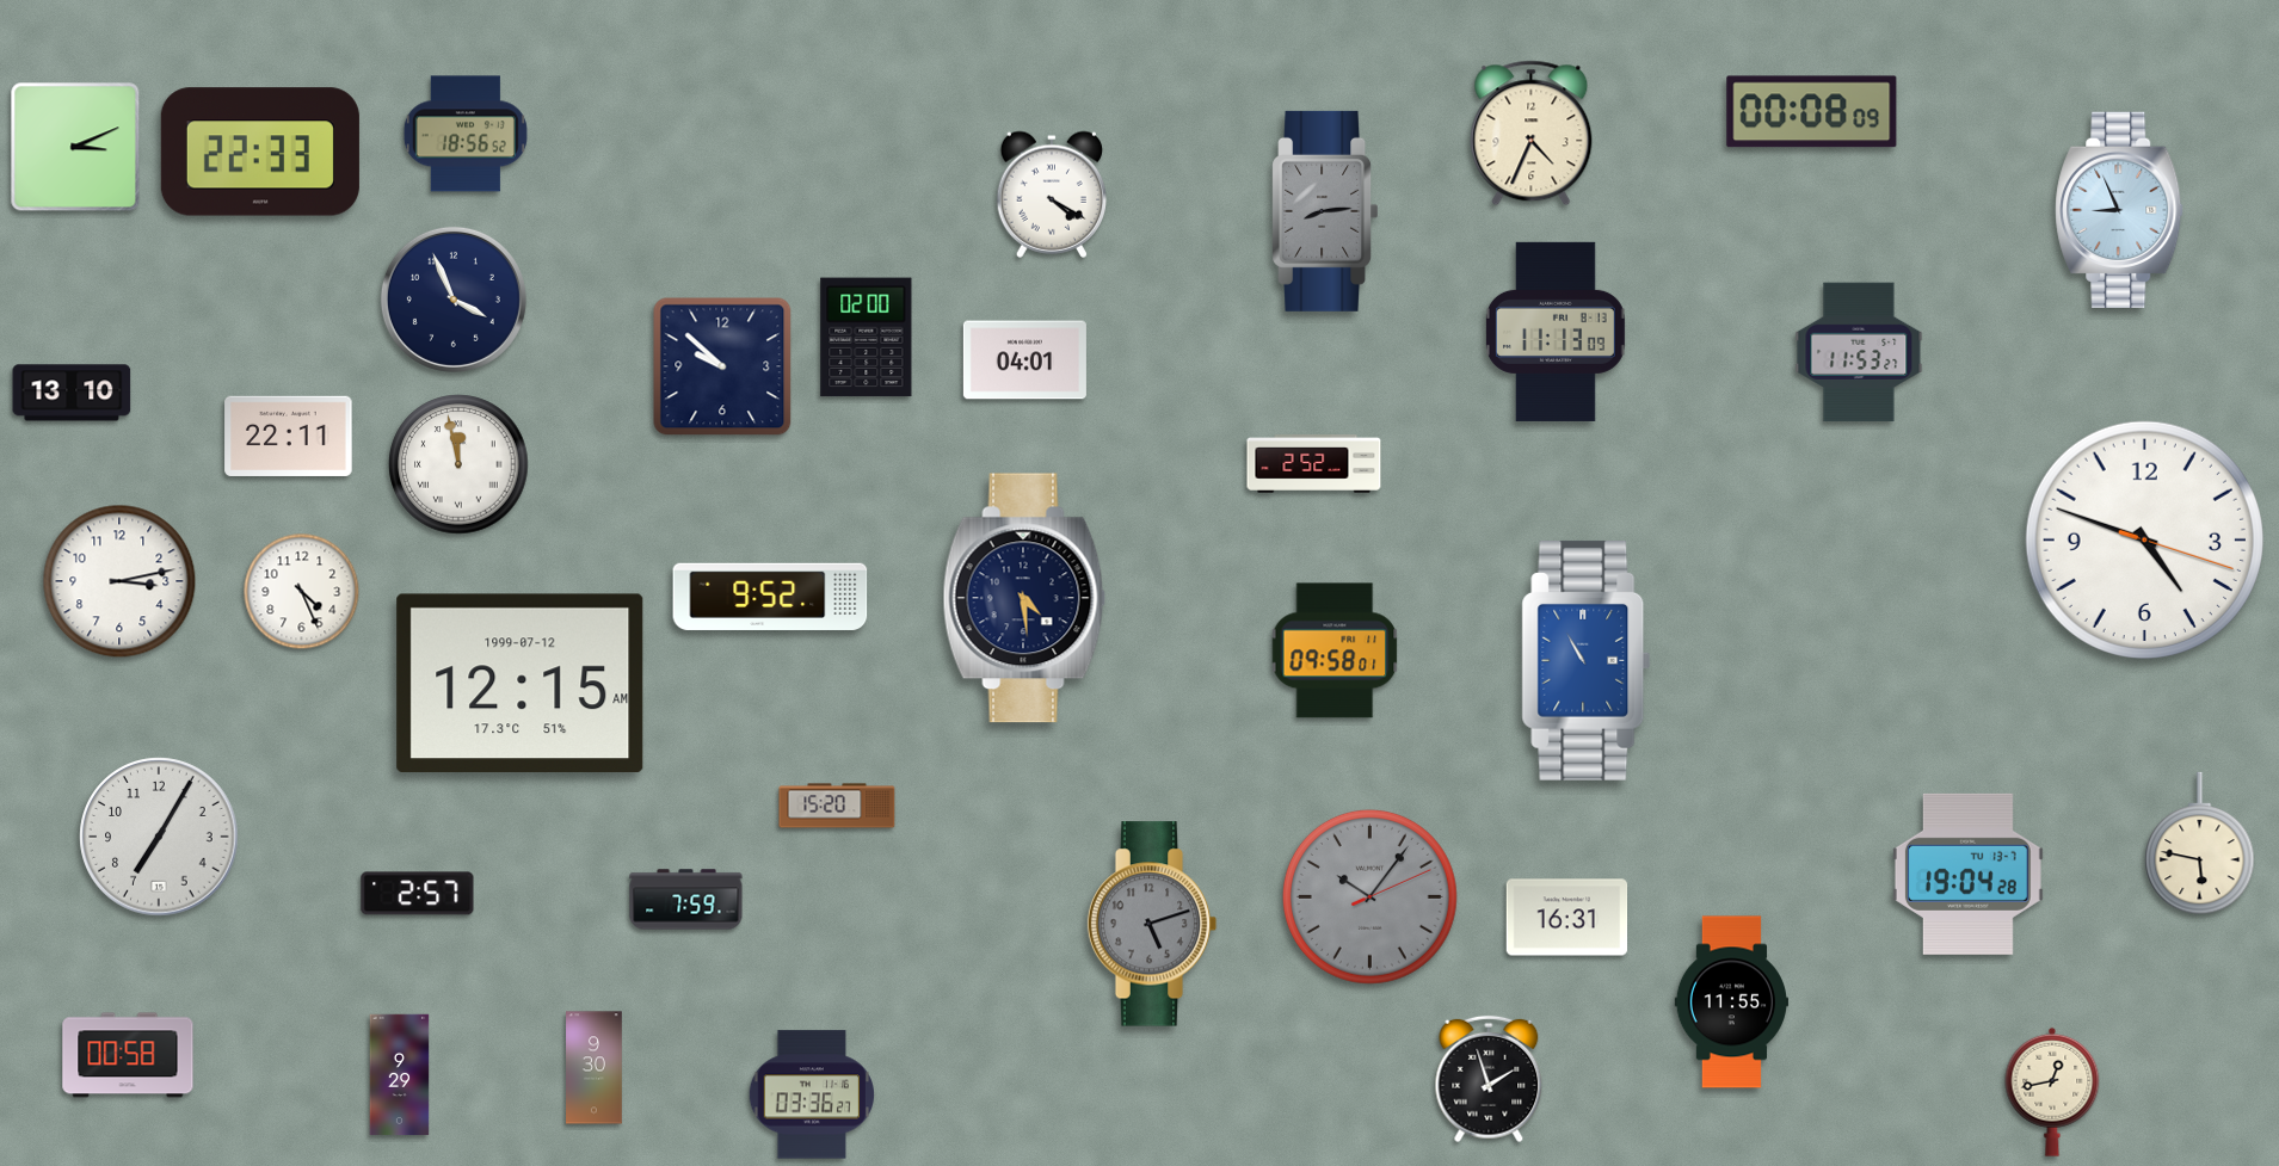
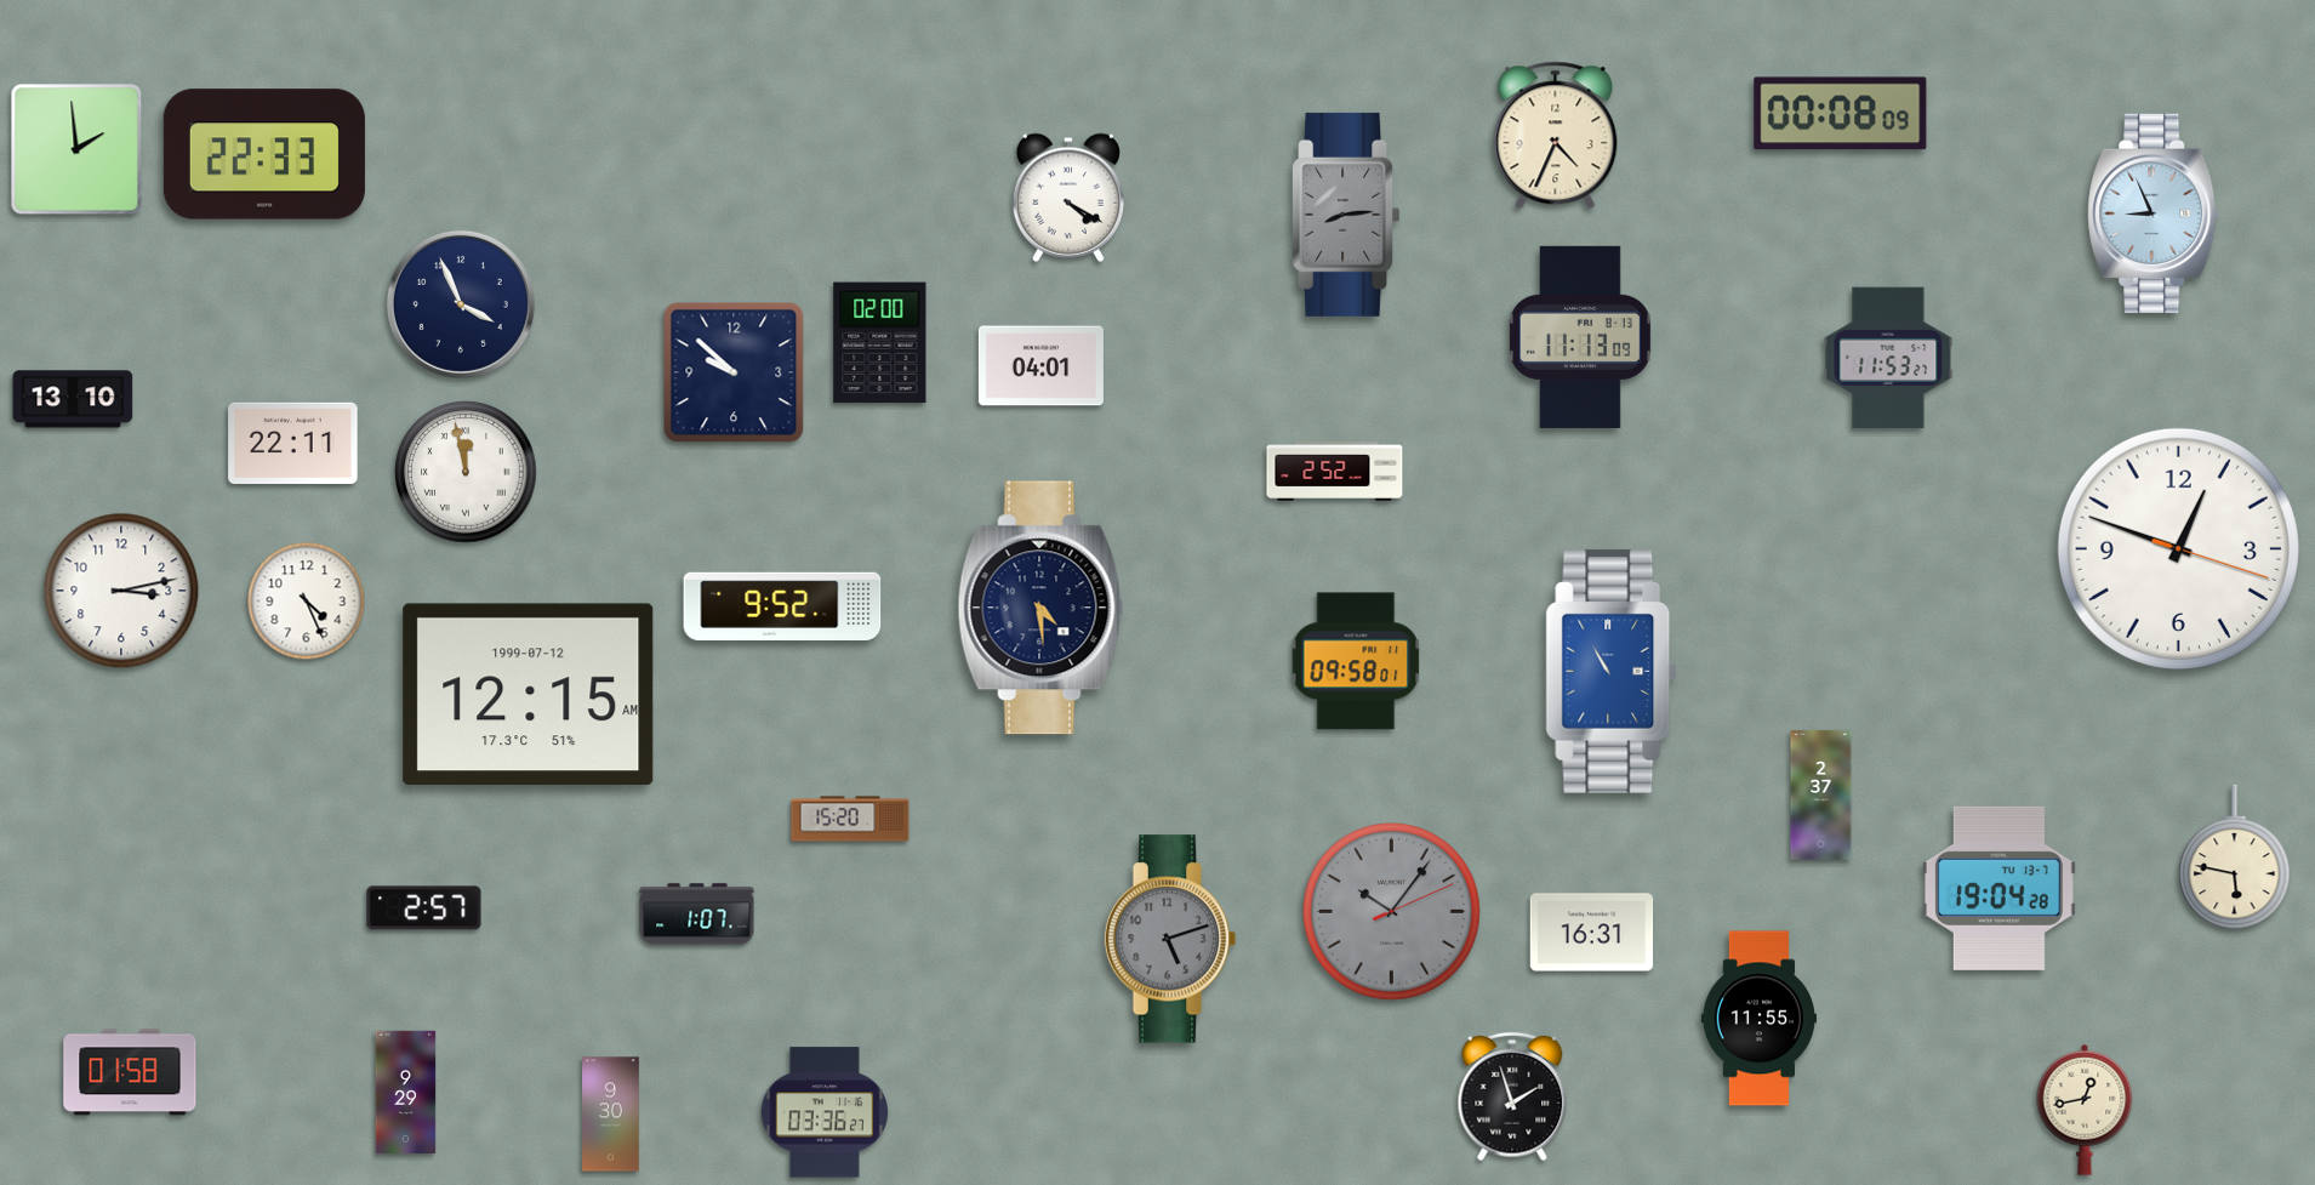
clock at (466, 134): 18:56 -> none
clock at (75, 147): 3:11 -> 1:59
clock at (2144, 539): 4:48 -> 12:48
clock at (1821, 796): none -> 2:37
clock at (159, 837): 7:05 -> none
clock at (686, 900): 7:59 -> 1:07
clock at (128, 1055): 00:58 -> 01:58
clock at (595, 1068) position: (595, 1068) -> (611, 1115)
